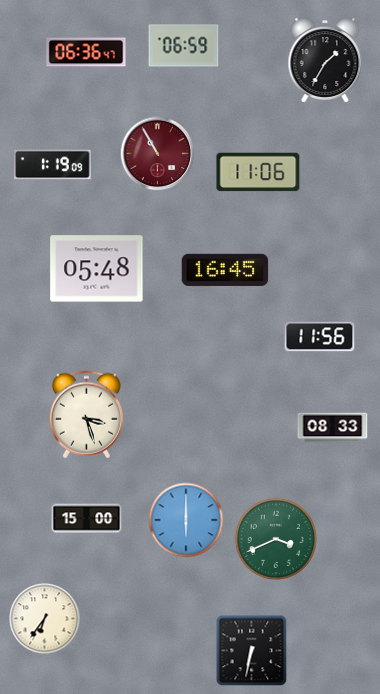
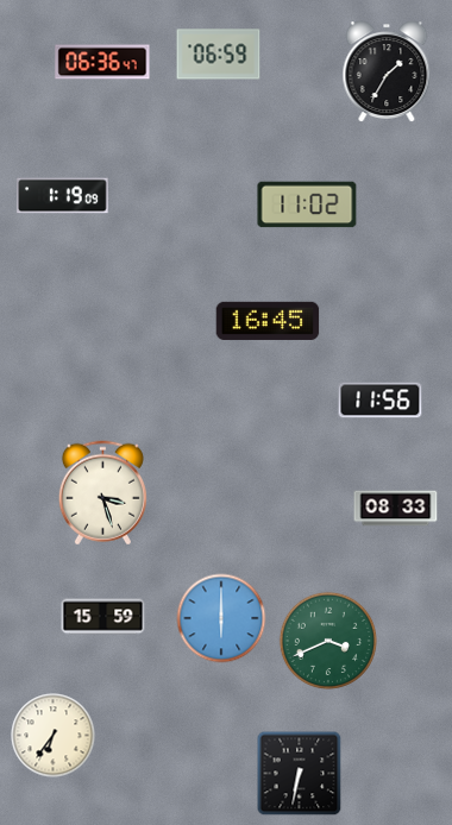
clock at (158, 154): 10:55 -> none
clock at (258, 172): 11:06 -> 11:02
clock at (97, 269): 05:48 -> none
clock at (87, 519): 15:00 -> 15:59
